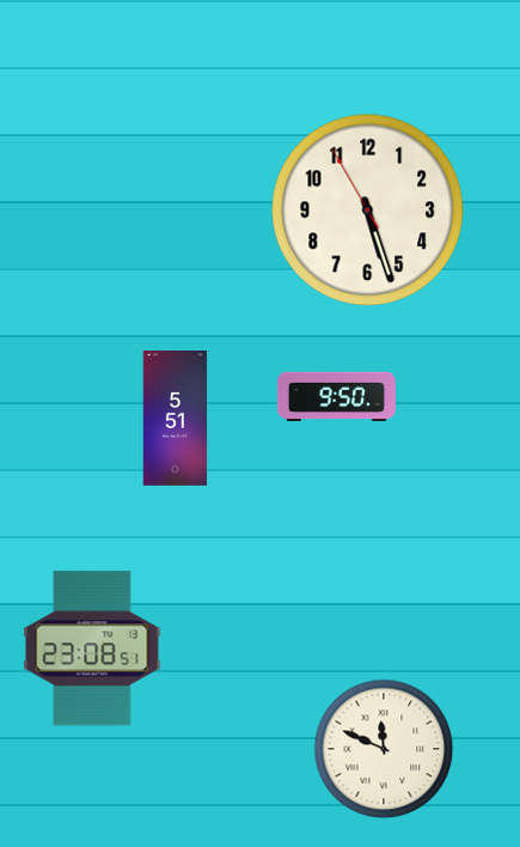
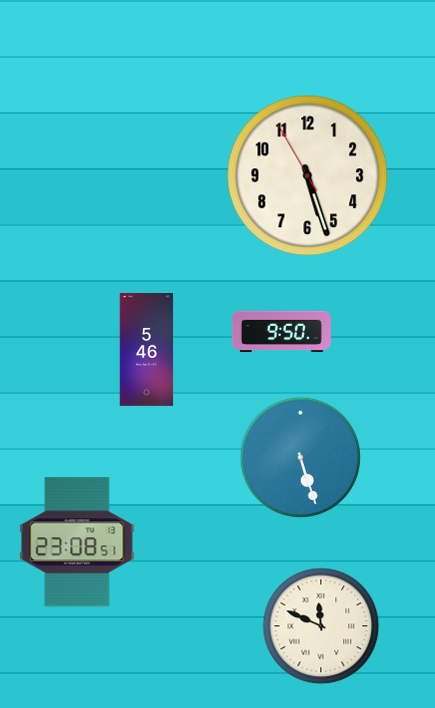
clock at (176, 419): 5:51 -> 5:46
clock at (300, 457): none -> 5:27
